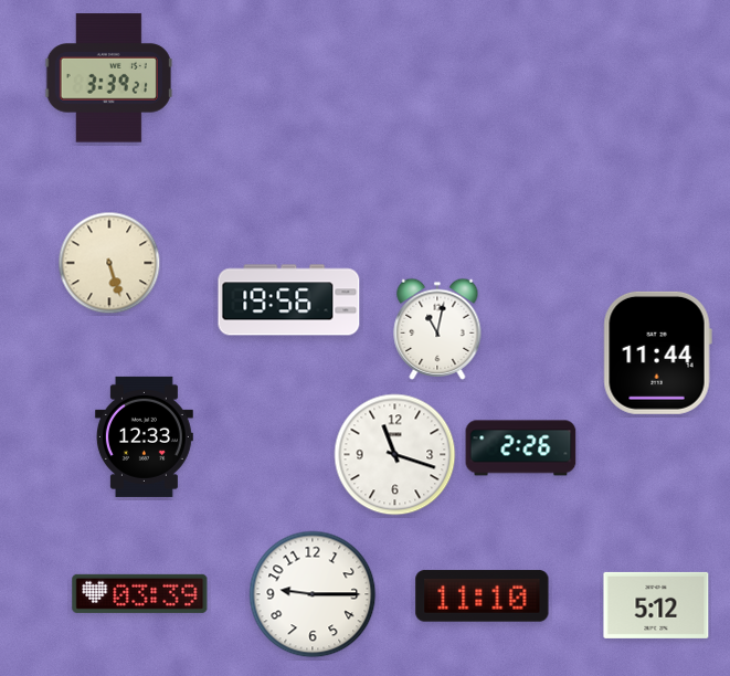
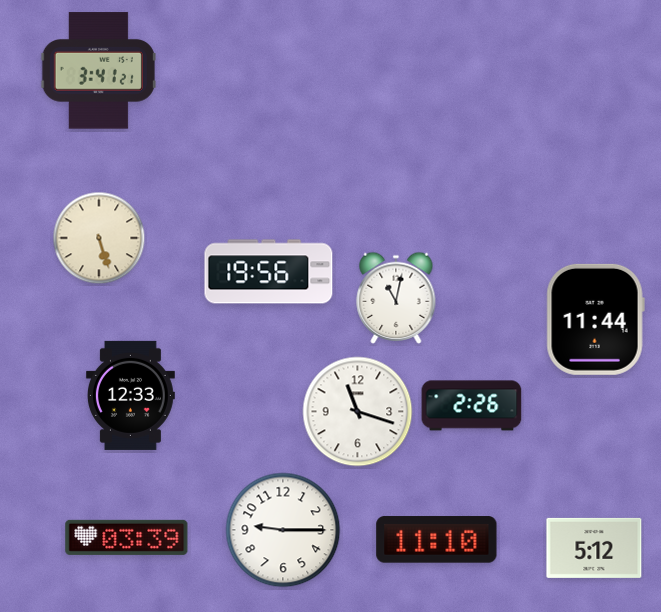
clock at (108, 78): 3:39 -> 3:41
clock at (289, 300) position: (289, 300) -> (269, 272)
clock at (313, 594) position: (313, 594) -> (283, 530)
